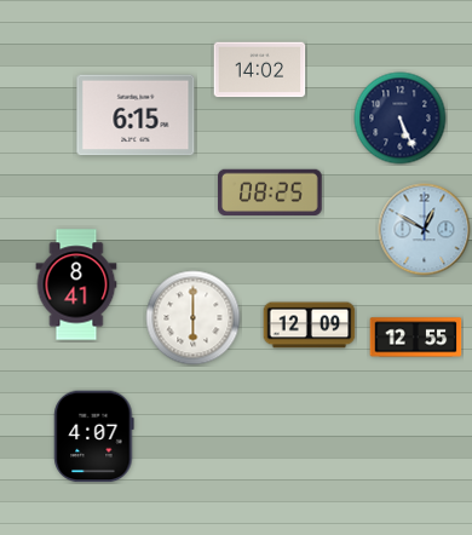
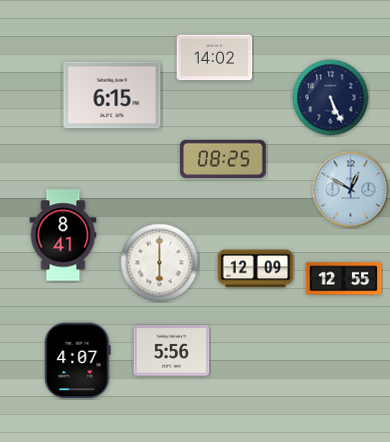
clock at (172, 351): none -> 5:56
